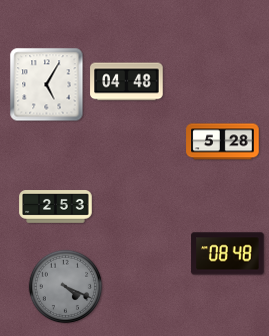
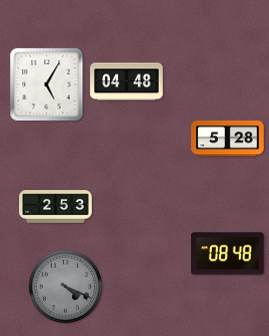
clock at (223, 142) position: (223, 142) -> (228, 139)
